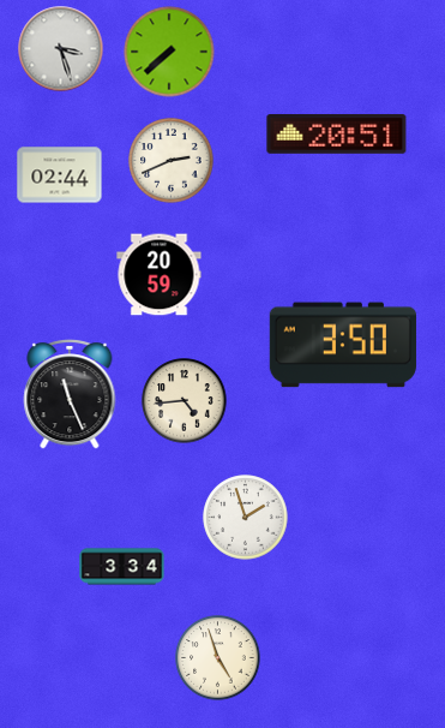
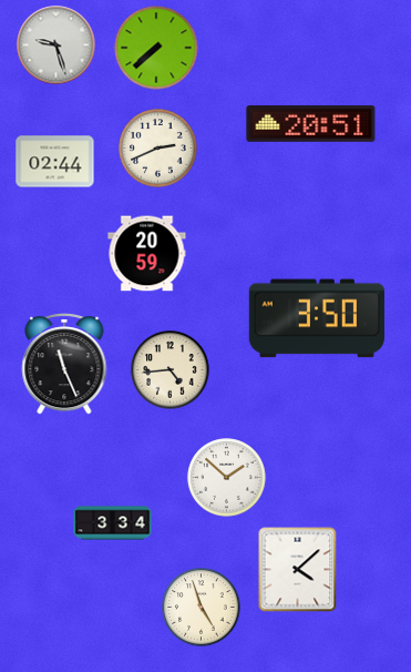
clock at (61, 49): 3:27 -> 9:27
clock at (246, 518): 1:57 -> 1:52
clock at (298, 570): none -> 4:08
